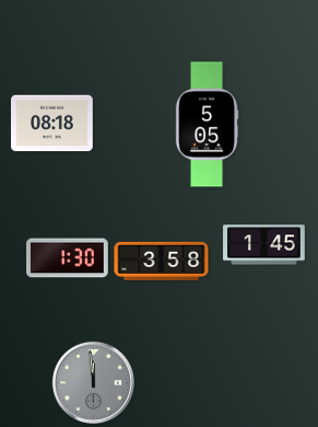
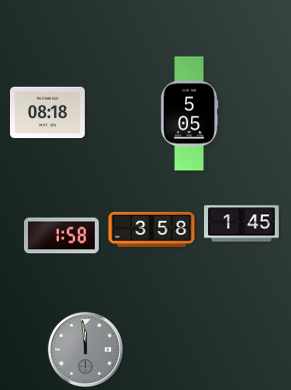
clock at (68, 258): 1:30 -> 1:58
clock at (162, 261) position: (162, 261) -> (152, 229)
